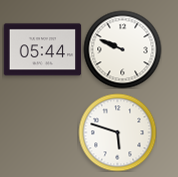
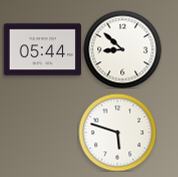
clock at (122, 49): 9:49 -> 8:52
